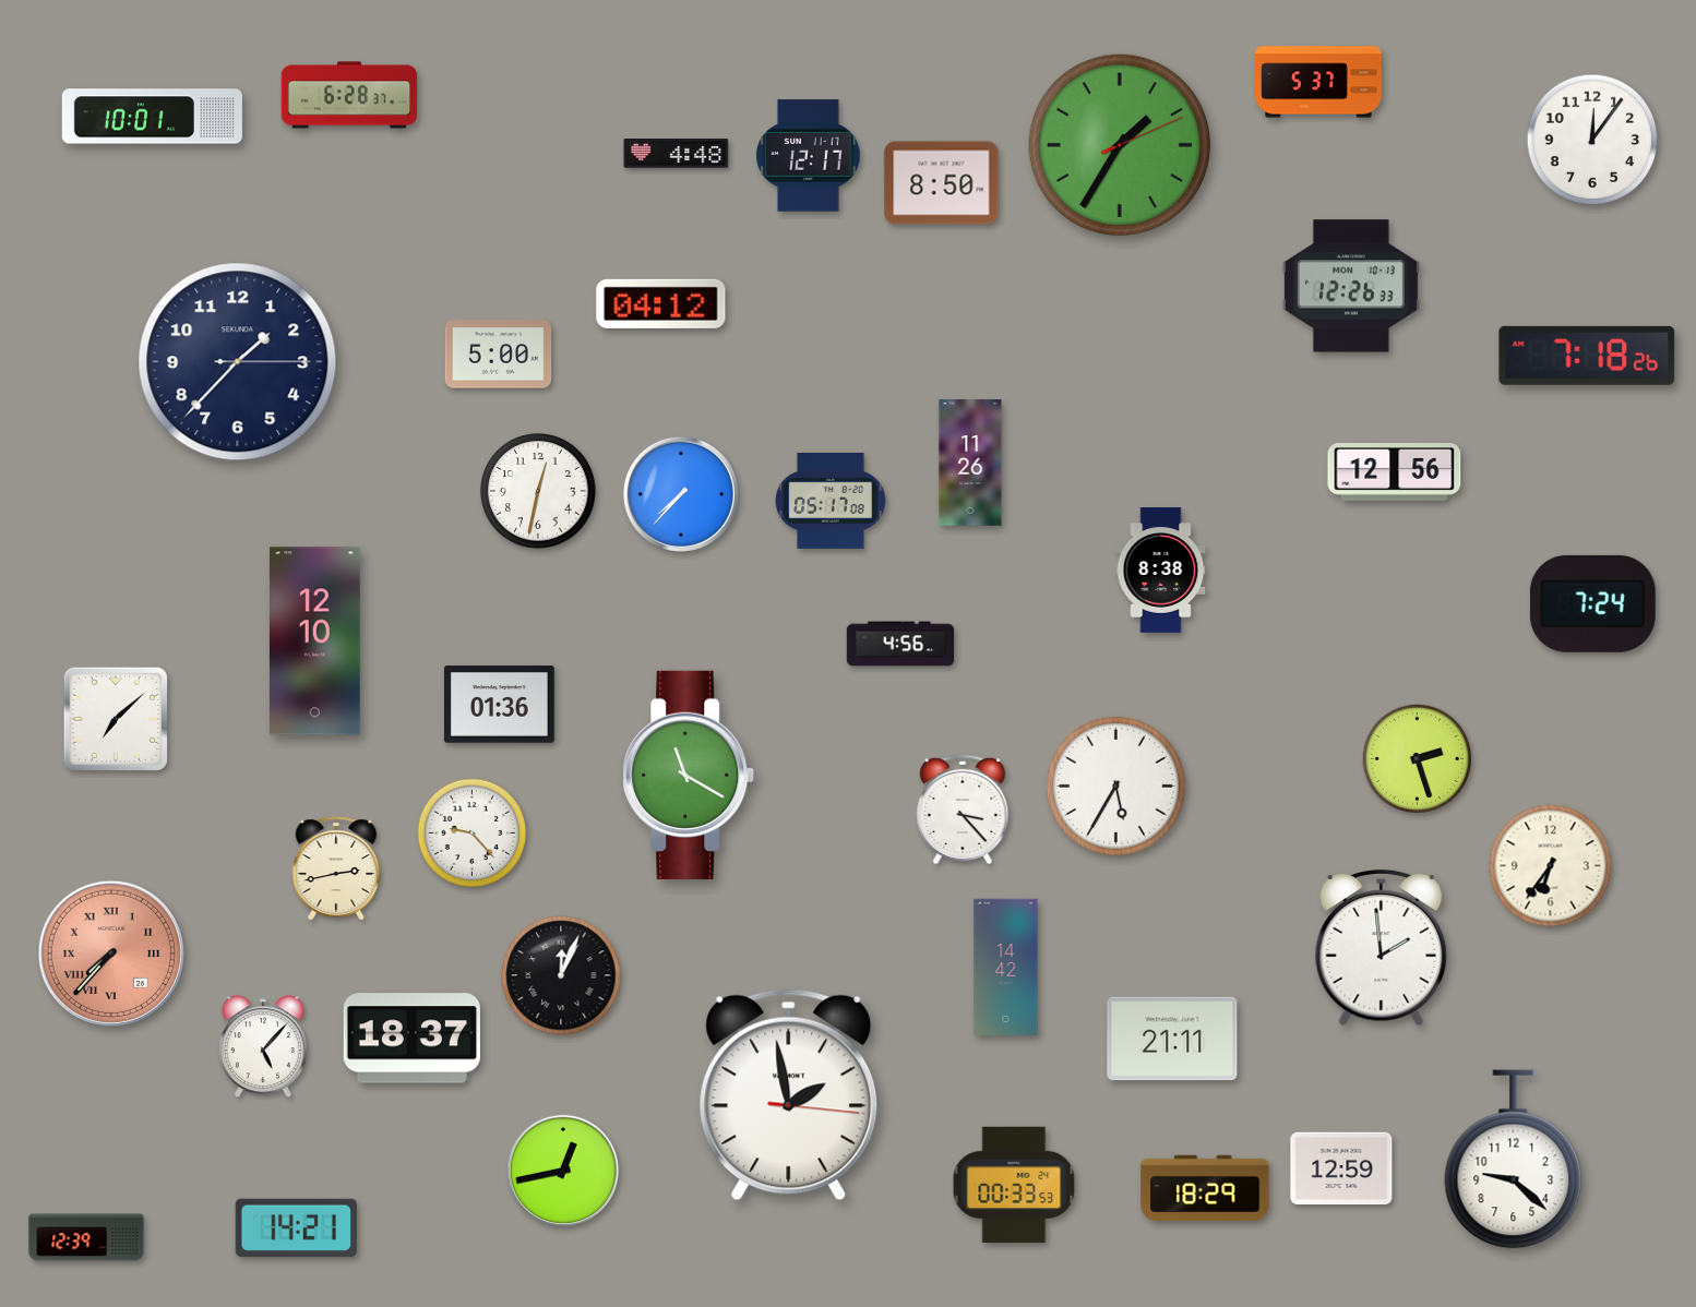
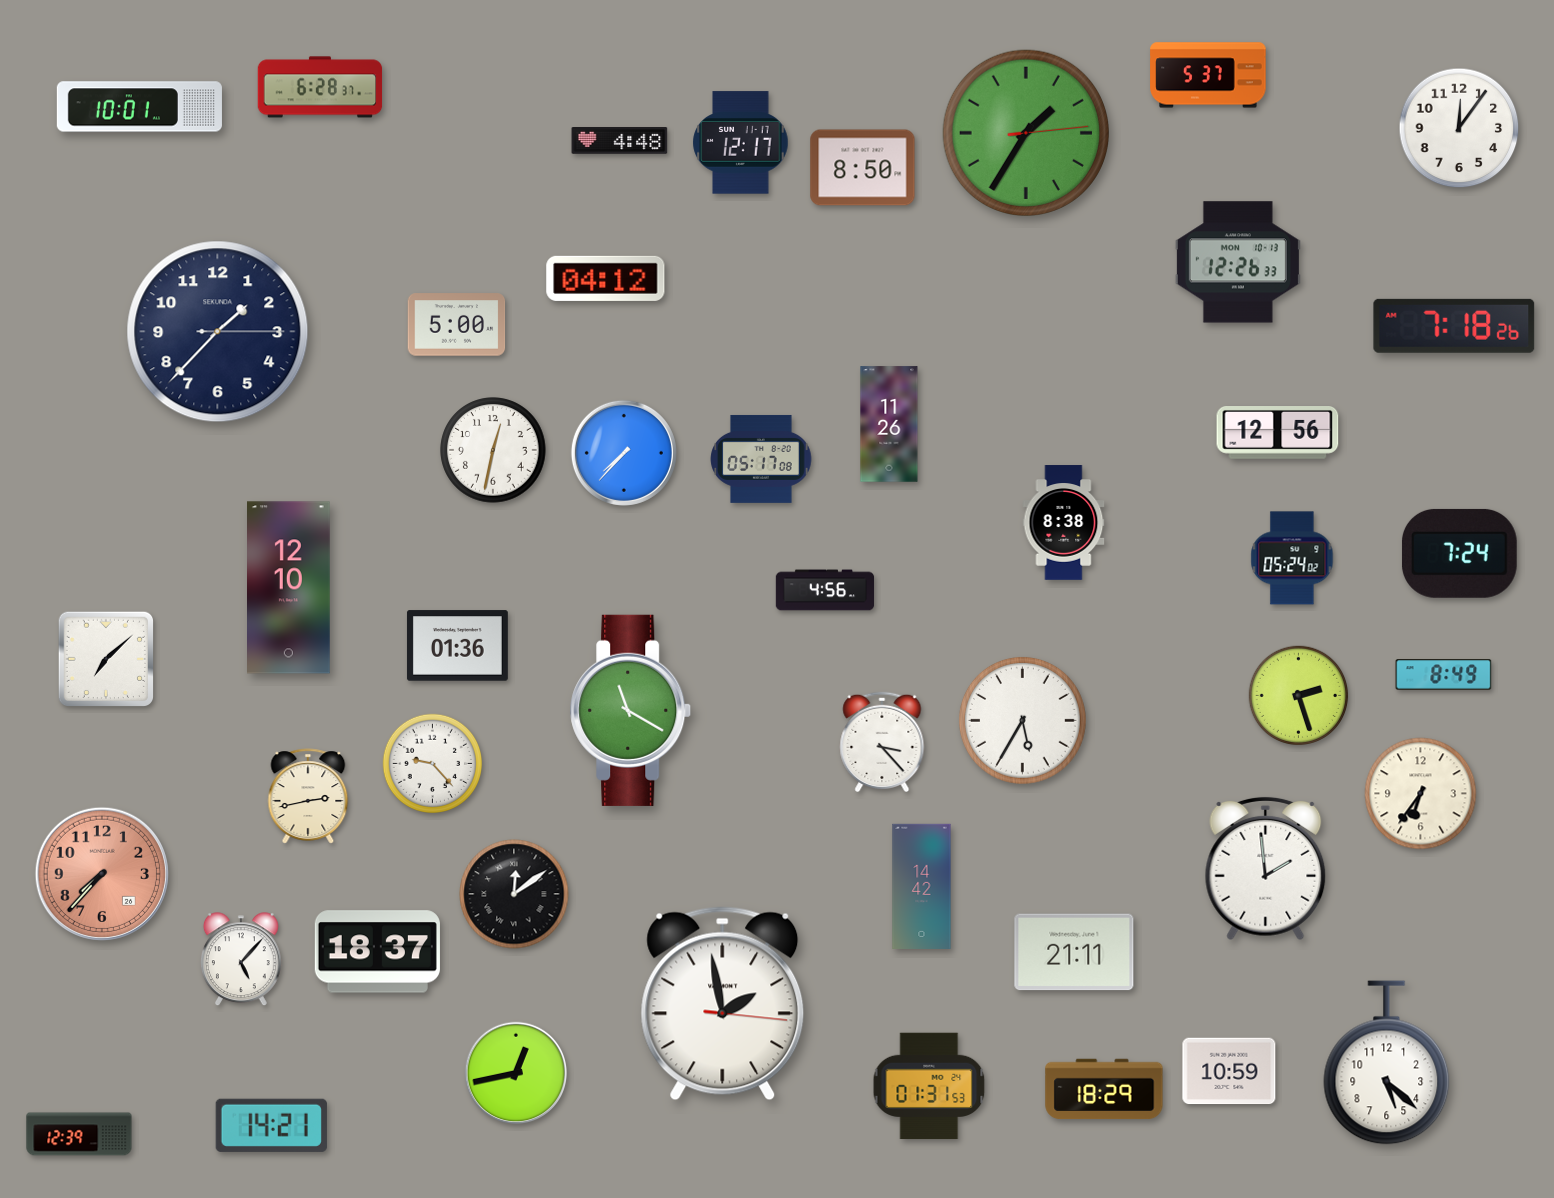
clock at (1119, 144): 1:35:11 -> 1:35:14
clock at (1292, 558): none -> 05:24
clock at (1444, 675): none -> 8:49
clock at (111, 954) numerals: Roman -> Arabic
clock at (561, 975): 12:04 -> 12:09
clock at (1514, 1160): 9:22 -> 5:22
clock at (1341, 1168): 12:59 -> 10:59
clock at (1014, 1185): 00:33 -> 01:31
